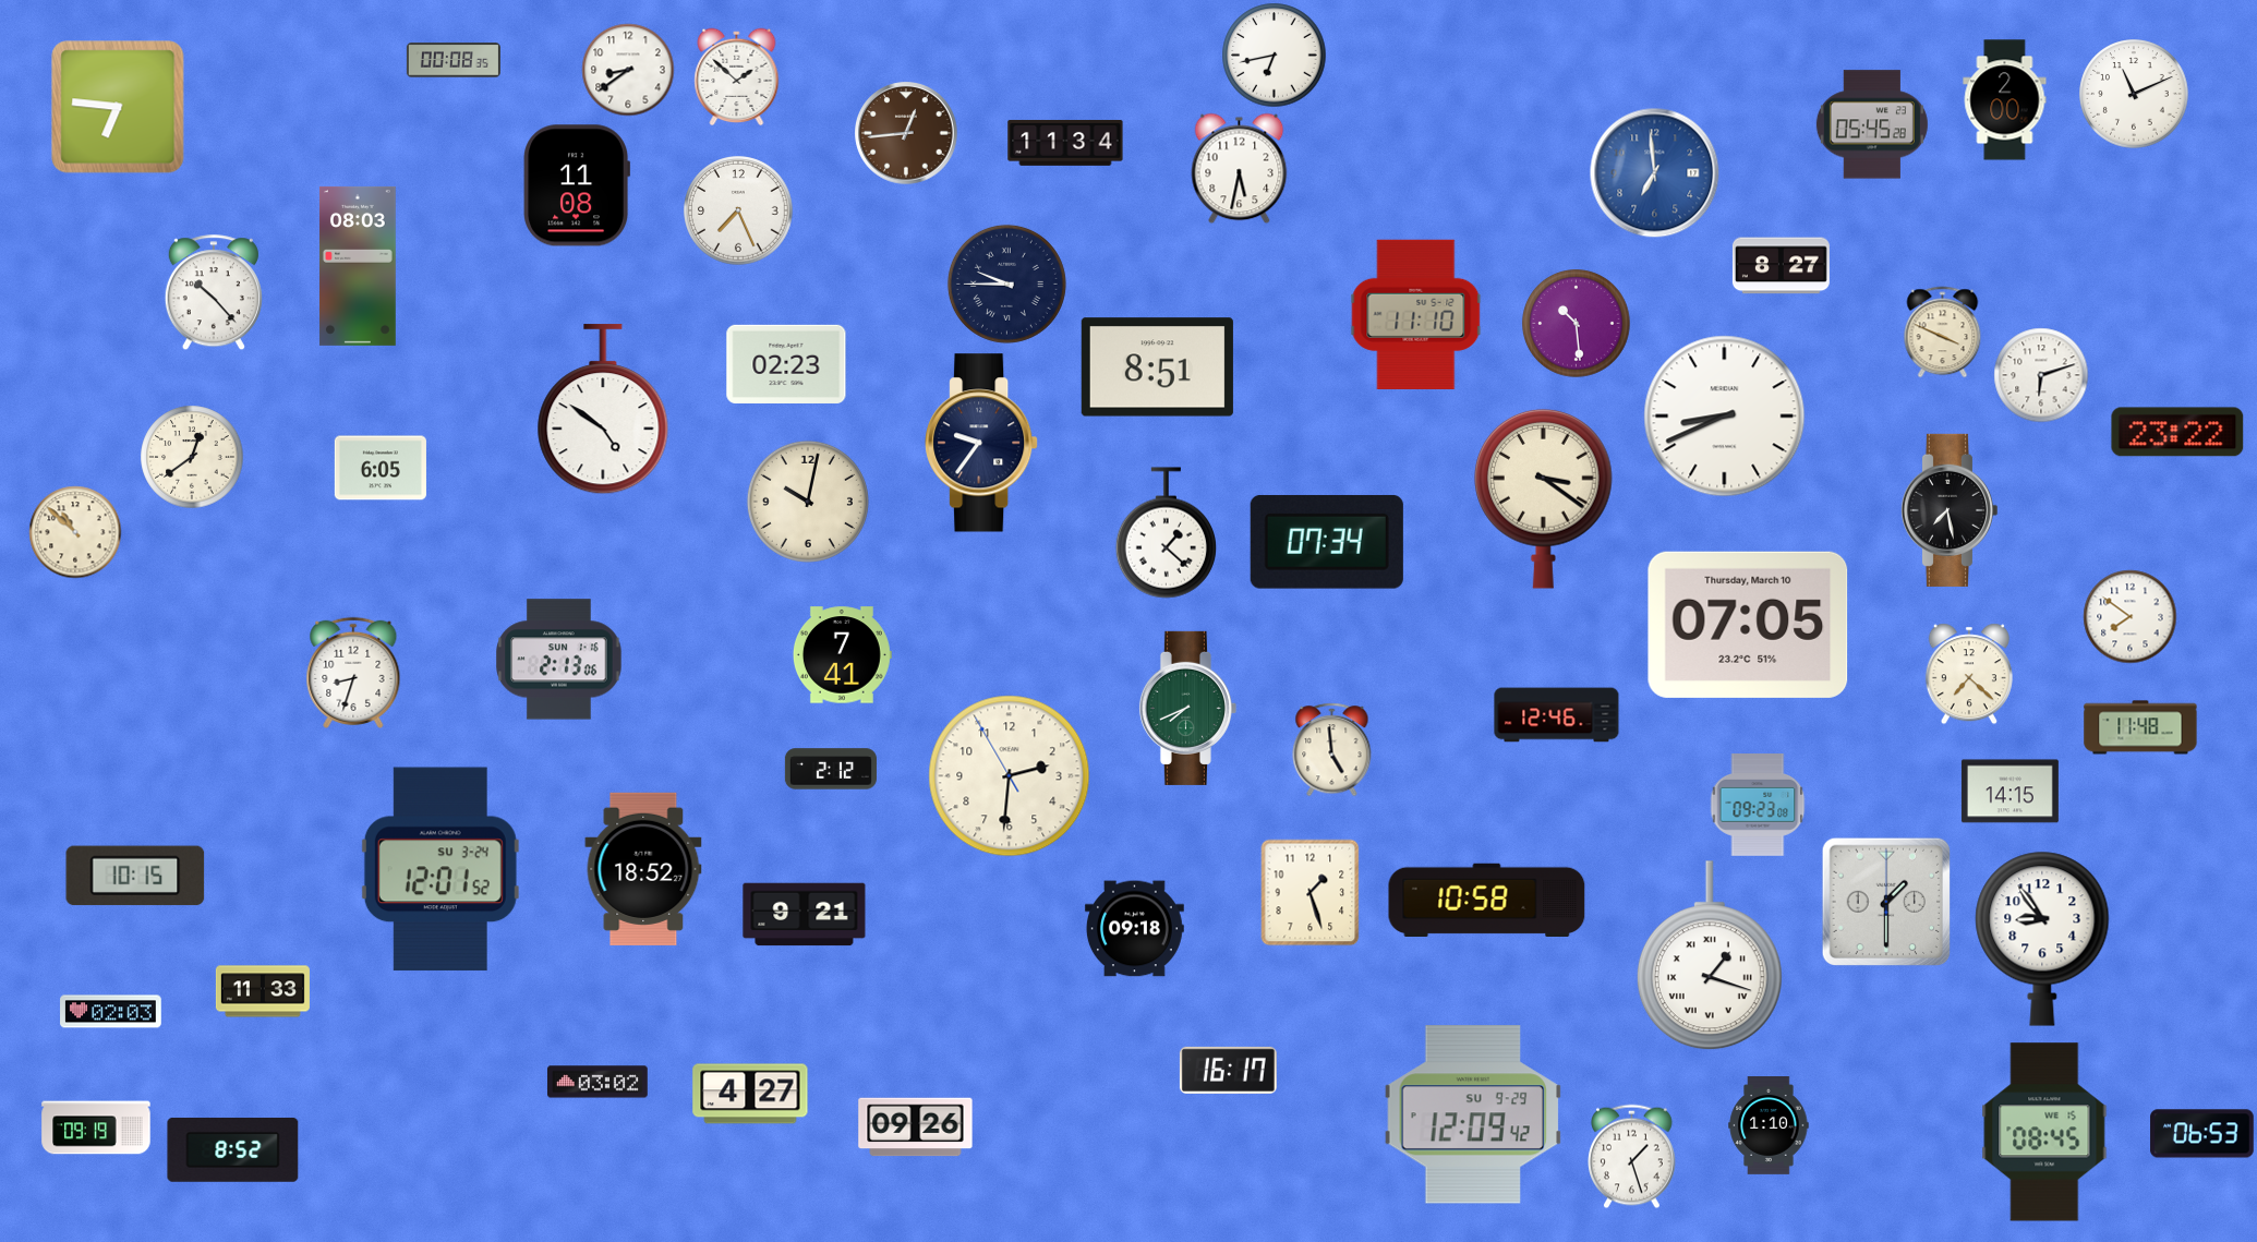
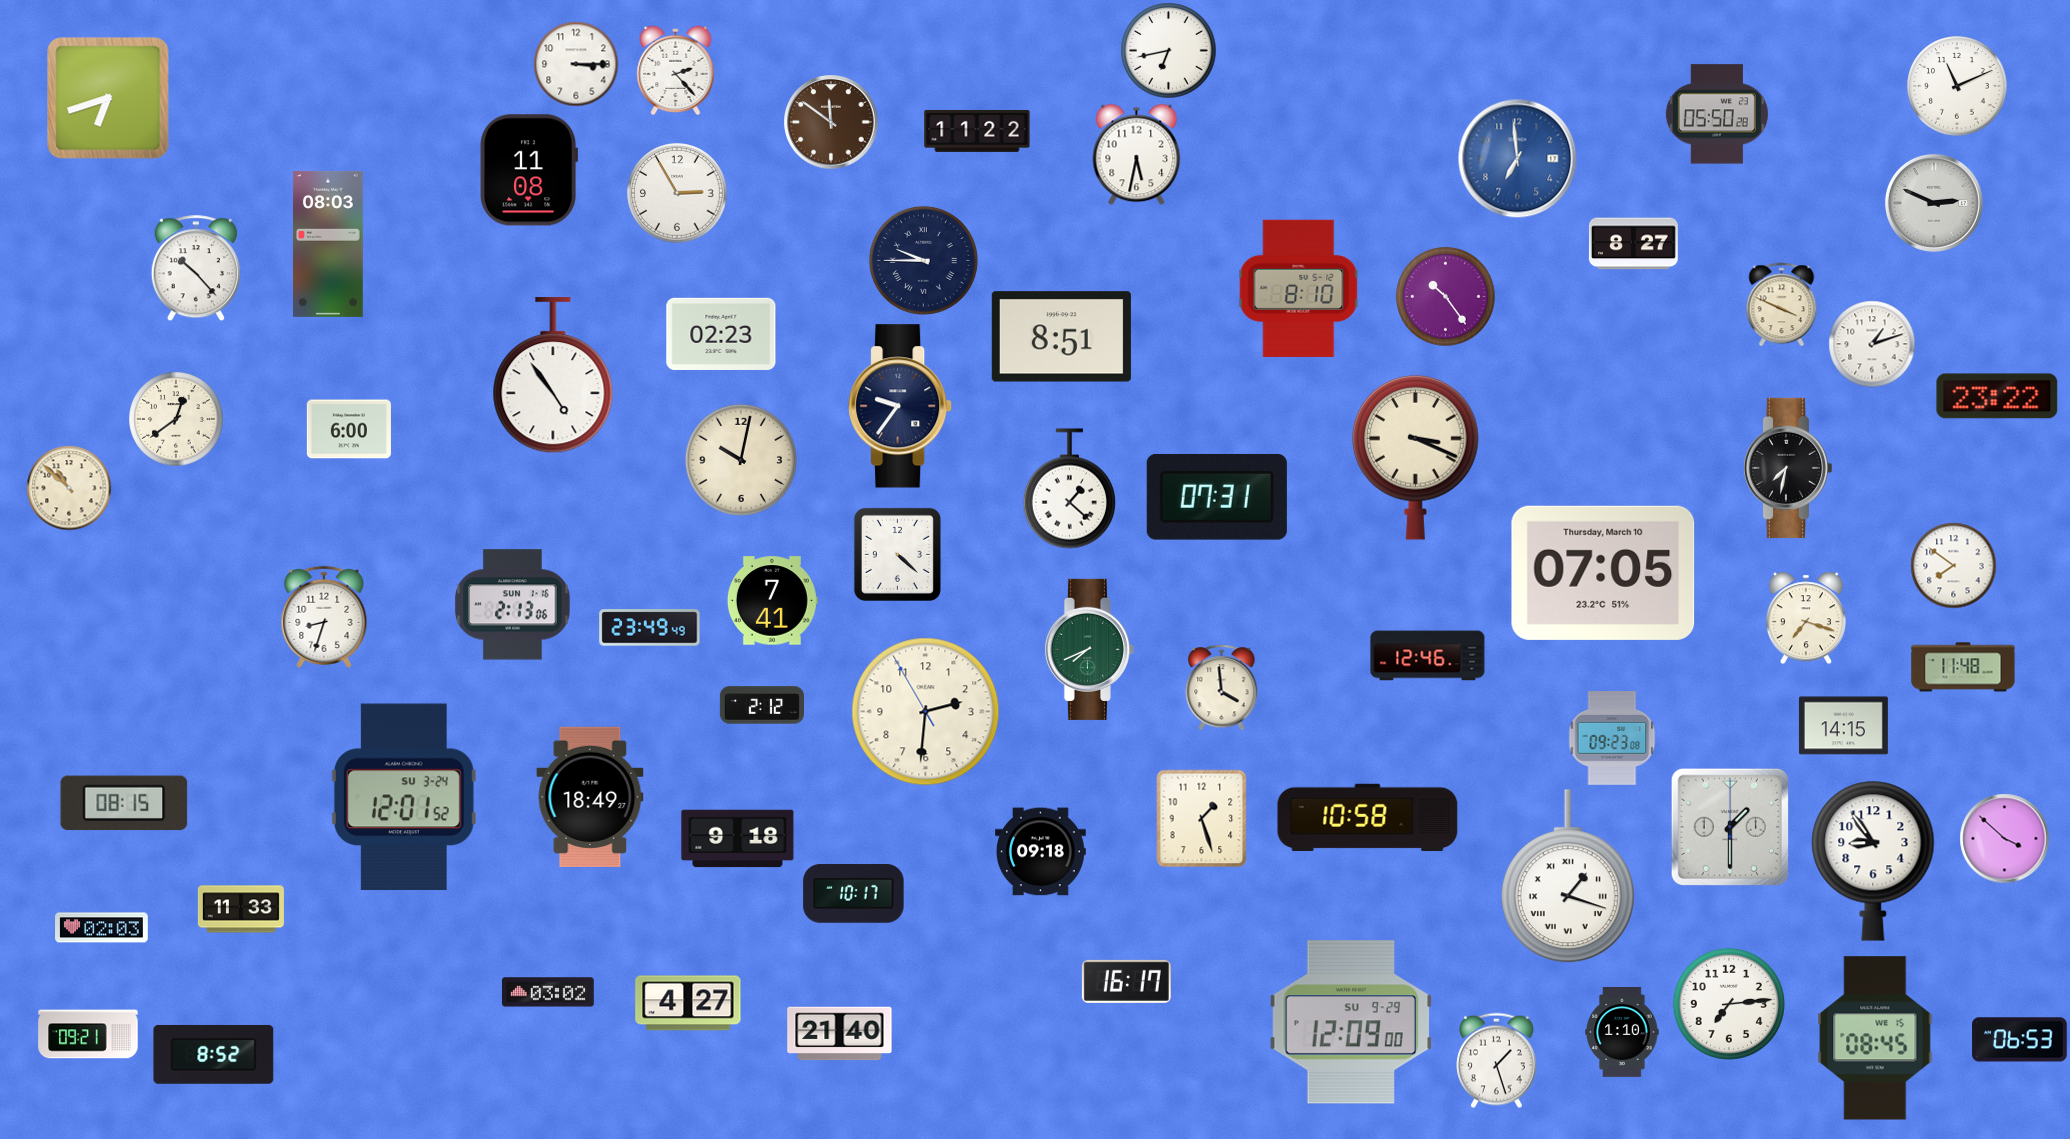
clock at (454, 60): 00:08 -> none
clock at (628, 70): 8:39 -> 3:15
clock at (737, 76): 1:52 -> 2:23
clock at (2005, 100): 2:00 -> none
clock at (118, 107): 6:46 -> 6:42
clock at (1872, 124): 05:45 -> 05:50
clock at (906, 133): 12:44 -> 11:51
clock at (1065, 143): 11:34 -> 11:22
clock at (738, 210): 7:26 -> 2:55
clock at (1934, 203): none -> 2:49
clock at (1416, 314): 11:10 -> 8:10
clock at (1577, 324): 10:29 -> 10:24
clock at (2041, 375): 6:12 -> 1:12
clock at (603, 410): 4:51 -> 4:54
clock at (1725, 417): 8:41 -> none
clock at (381, 468): 6:05 -> 6:00
clock at (1544, 498): 3:21 -> 3:19
clock at (1948, 510): 7:28 -> 7:32
clock at (1327, 542): 07:34 -> 07:31
clock at (897, 554): none -> 4:22
clock at (1969, 674): 7:22 -> 7:18
clock at (650, 628): none -> 23:49
clock at (1332, 749): 4:59 -> 3:59
clock at (643, 869): 18:52 -> 18:49
clock at (135, 876): 10:15 -> 08:15
clock at (1487, 900) position: (1487, 900) -> (1368, 817)
clock at (2004, 838): none -> 3:52
clock at (805, 915): 9:21 -> 9:18
clock at (854, 894): none -> 10:17
clock at (1729, 1004): none -> 7:14
clock at (1473, 1114): 12:09:42 -> 12:09:00
clock at (96, 1128): 09:19 -> 09:21
clock at (916, 1128): 09:26 -> 21:40
